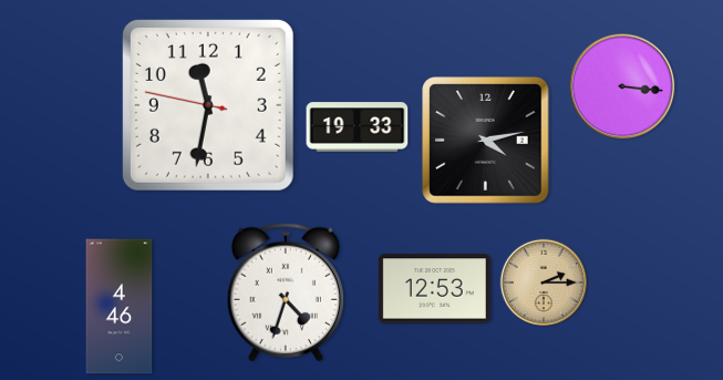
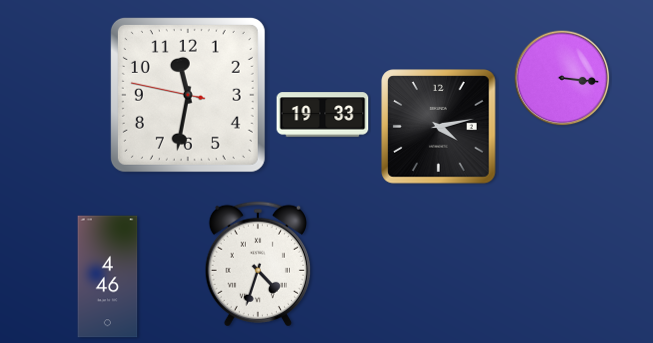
clock at (543, 281): 2:15 -> none
clock at (434, 289): 12:53 -> none
